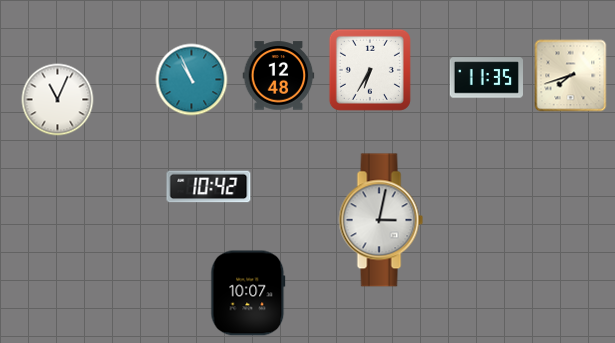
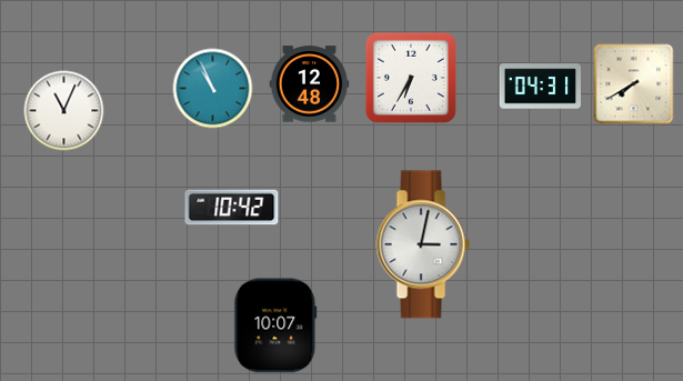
clock at (571, 76): 7:42 -> 7:40
clock at (486, 78): 11:35 -> 04:31
